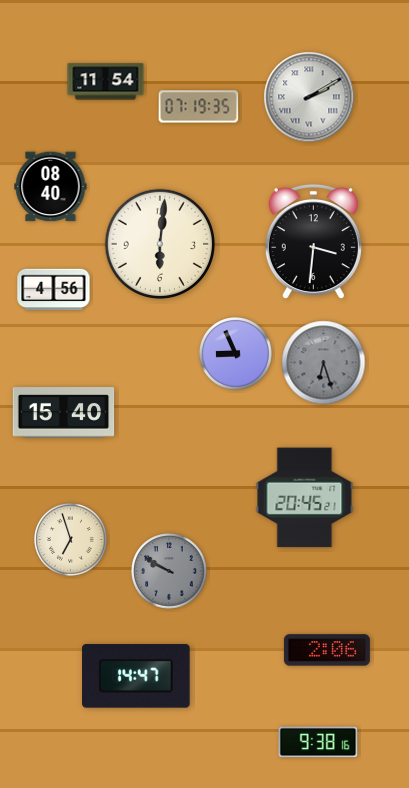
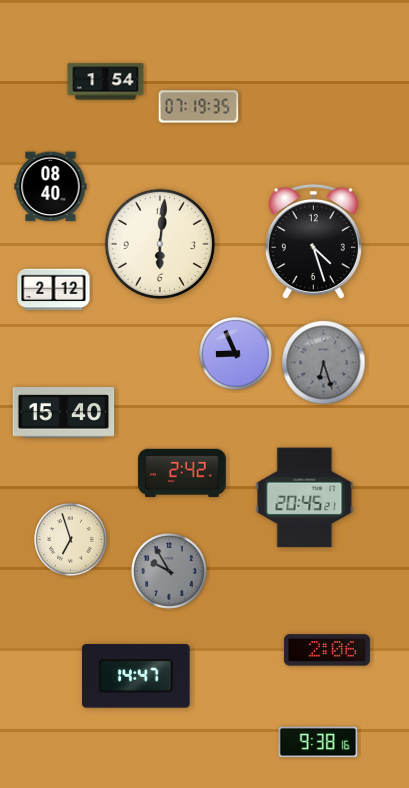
clock at (106, 82): 11:54 -> 1:54
clock at (309, 97): 2:10 -> none
clock at (313, 242): 3:31 -> 4:27
clock at (54, 290): 4:56 -> 2:12
clock at (182, 472): none -> 2:42
clock at (169, 571): 9:50 -> 9:55
